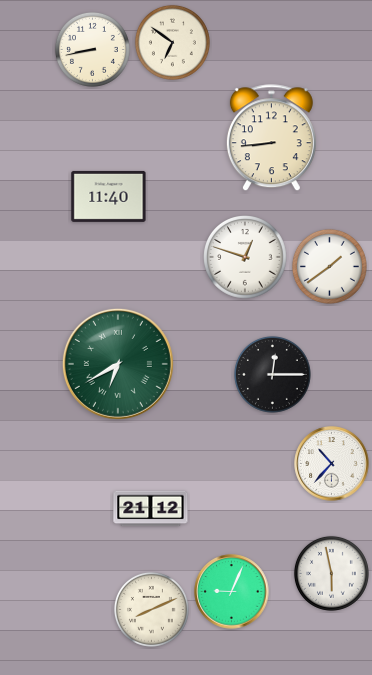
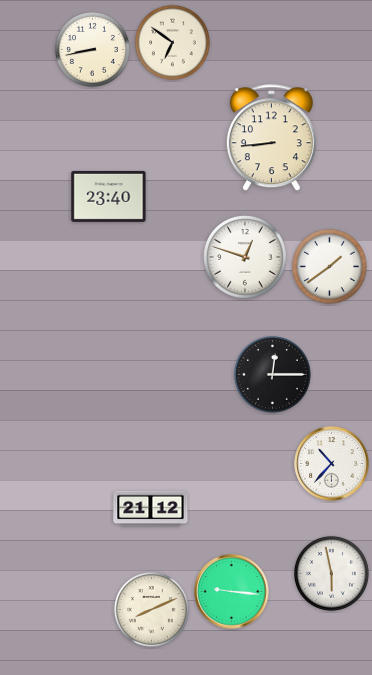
clock at (109, 196): 11:40 -> 23:40
clock at (118, 364): 6:40 -> none
clock at (232, 592): 9:04 -> 9:16
